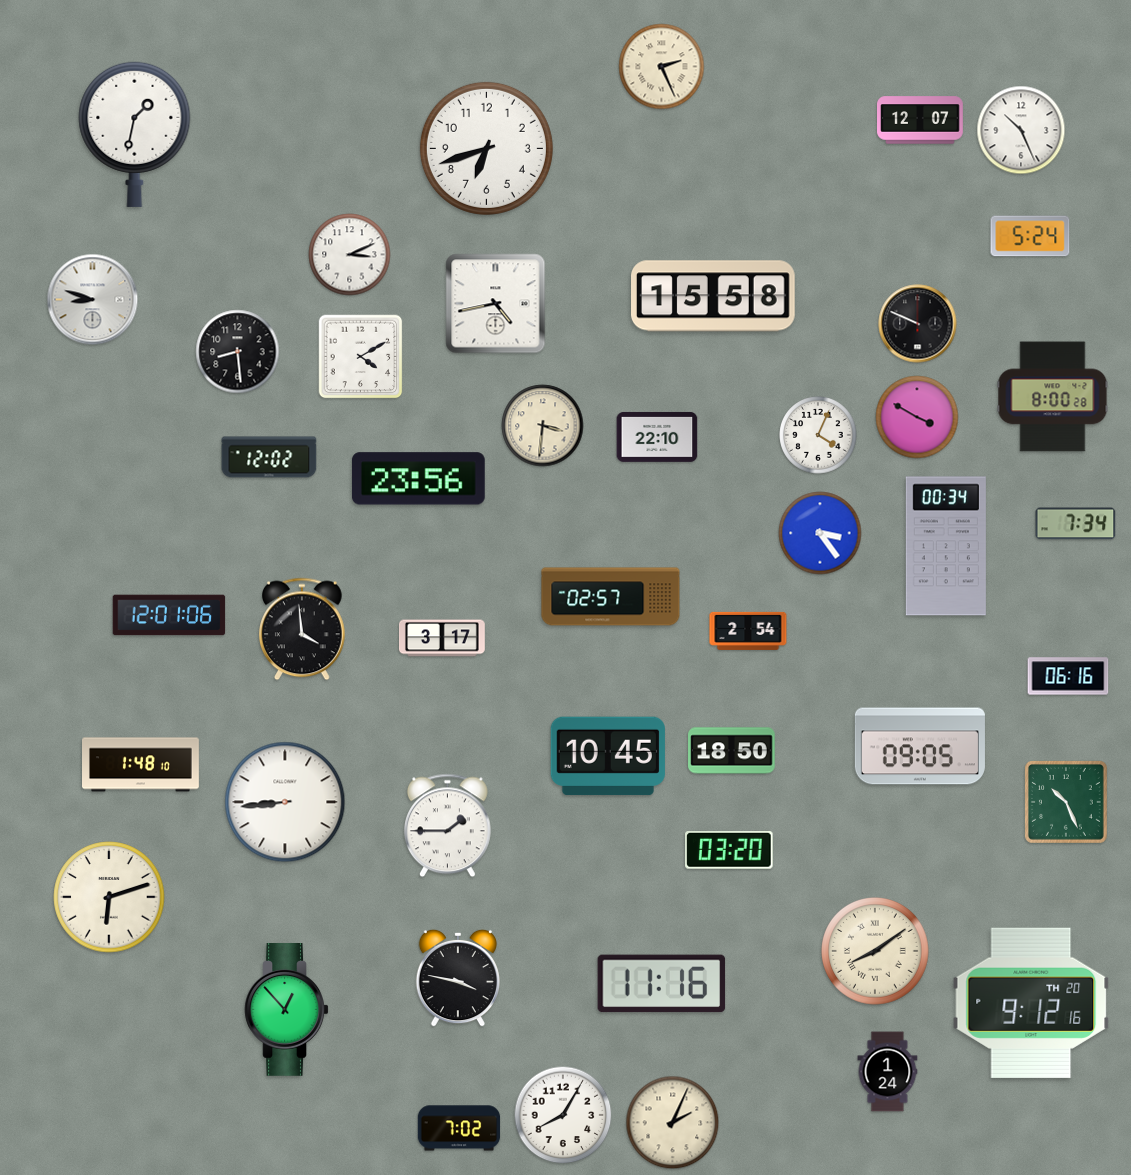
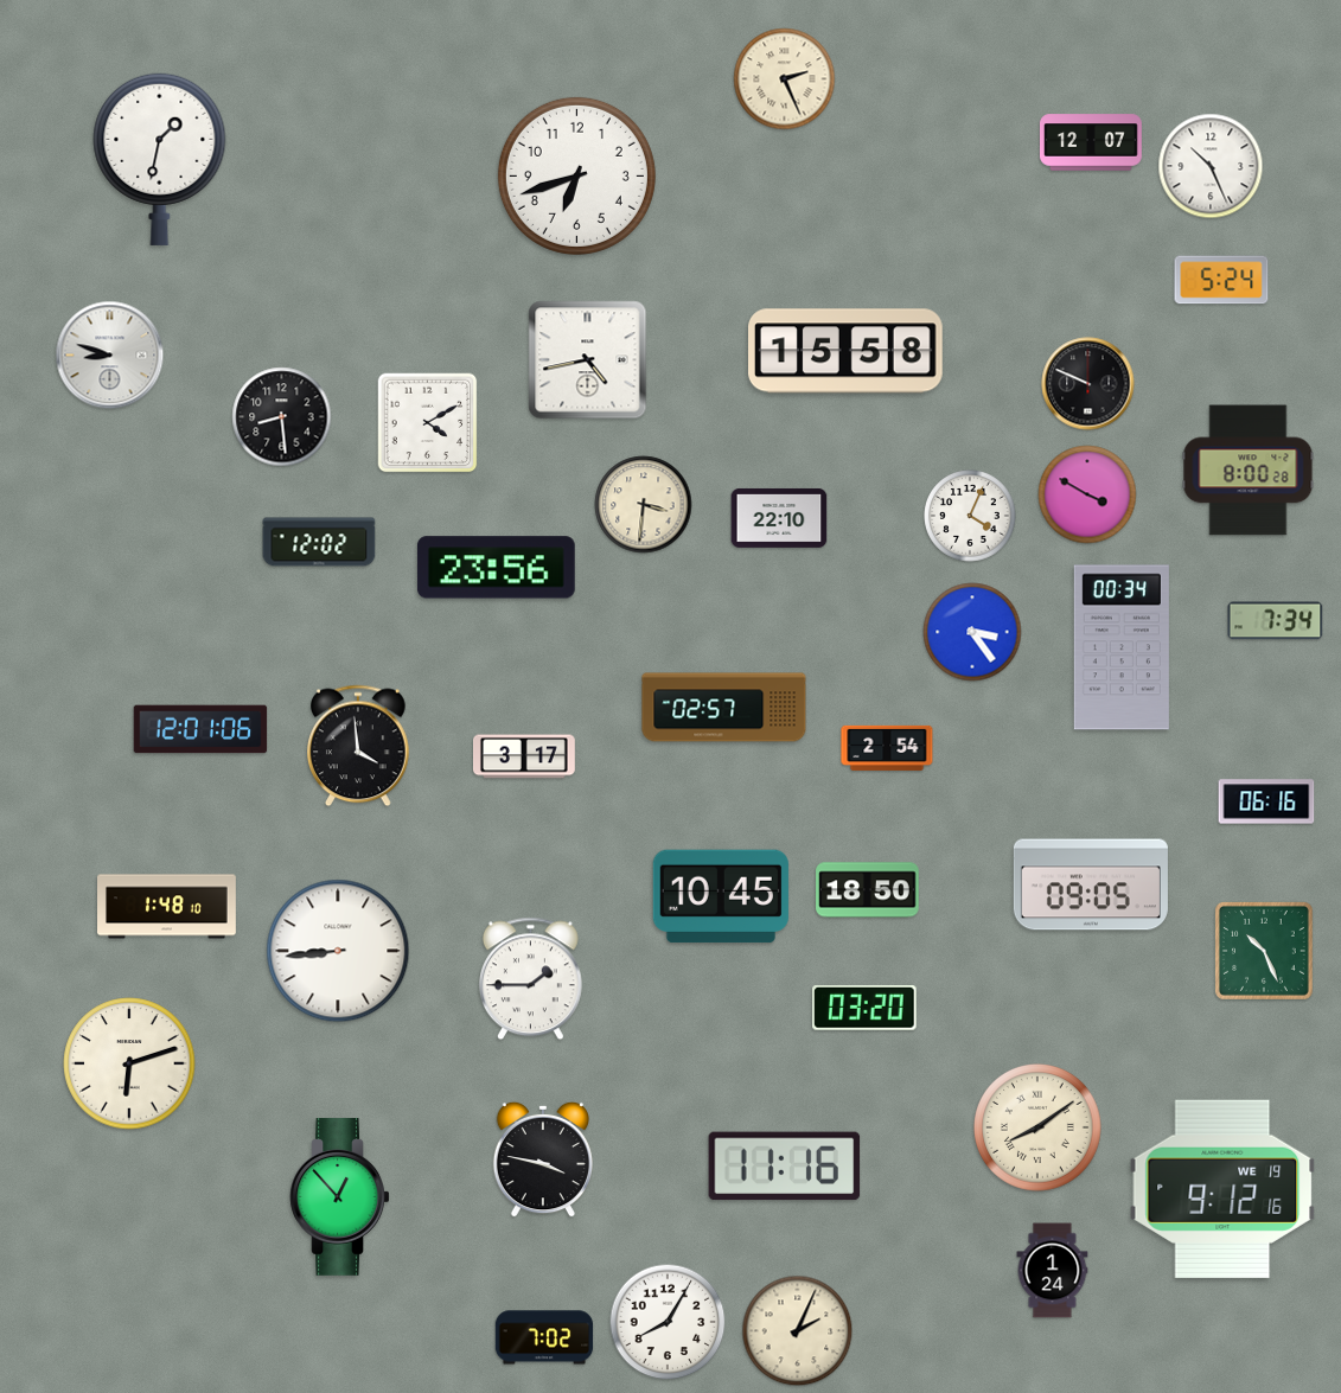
clock at (1021, 130) position: (1021, 130) -> (1211, 166)
clock at (350, 255): 3:11 -> none
clock at (1031, 1003) date: TH 20 -> WE 19
